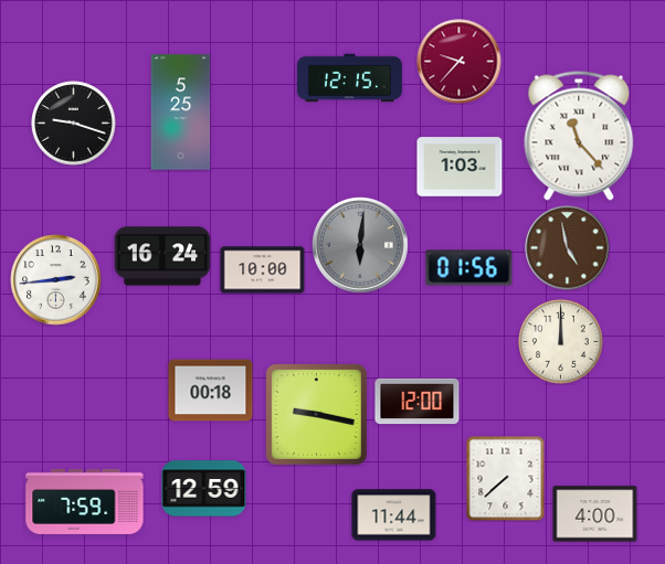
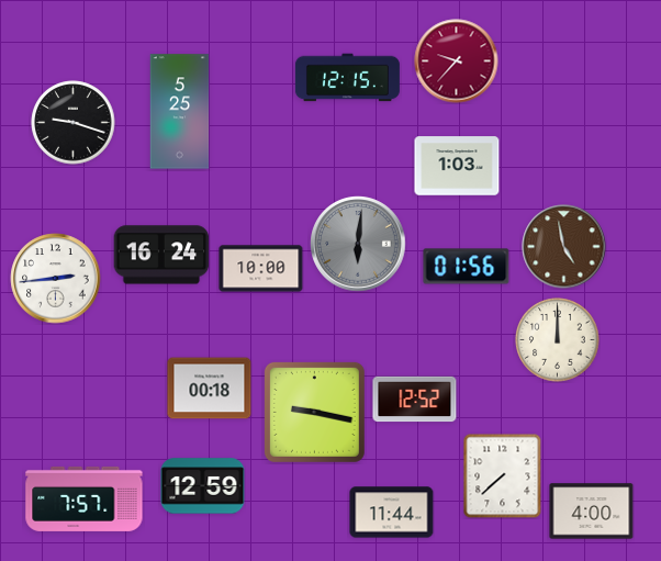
clock at (579, 136): 11:23 -> none
clock at (418, 402): 12:00 -> 12:52
clock at (85, 501): 7:59 -> 7:57
